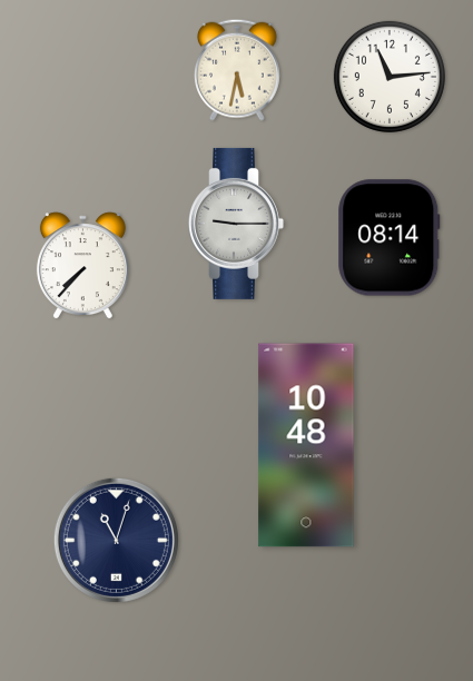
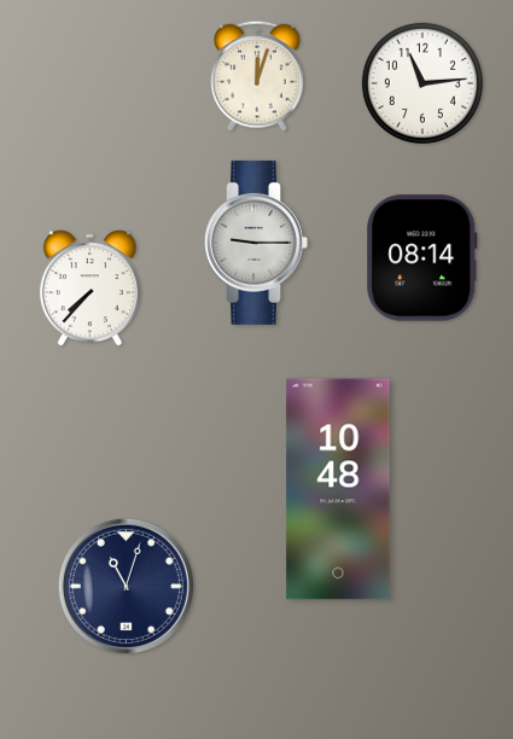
clock at (237, 70): 5:32 -> 12:03
clock at (306, 445) position: (306, 445) -> (338, 489)
